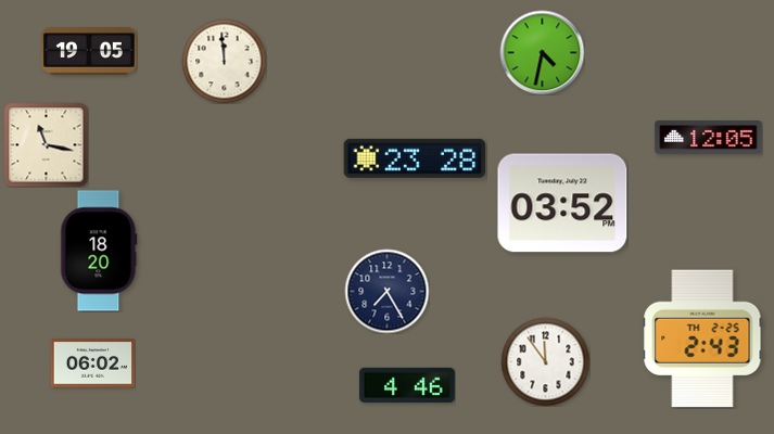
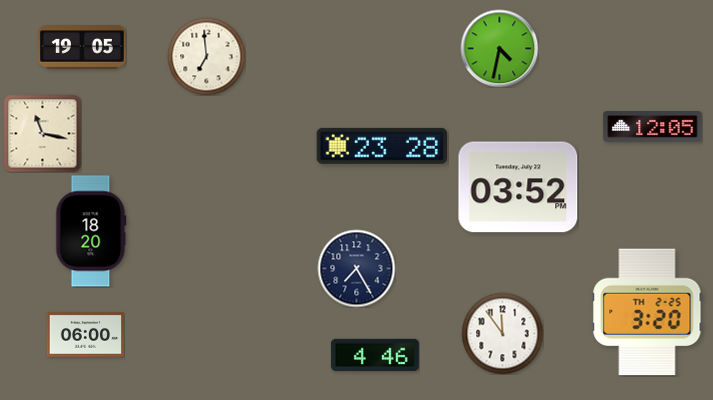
clock at (224, 61): 11:59 -> 6:59
clock at (702, 339): 2:43 -> 3:20
clock at (92, 363): 06:02 -> 06:00
